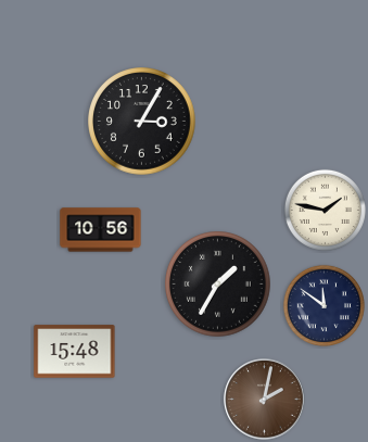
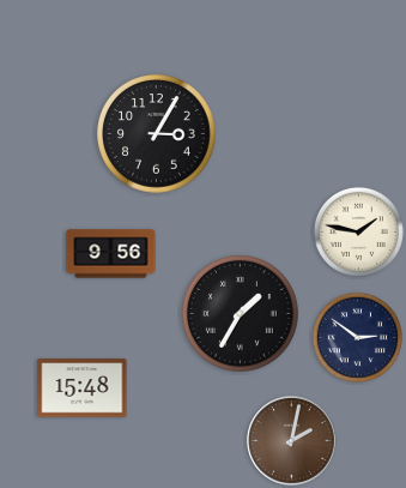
clock at (101, 230): 10:56 -> 9:56
clock at (323, 305): 11:51 -> 2:51
